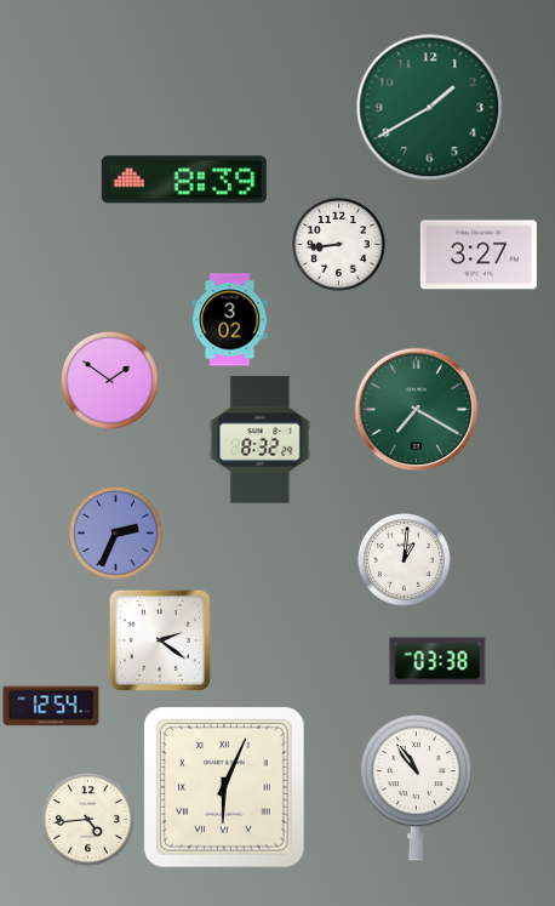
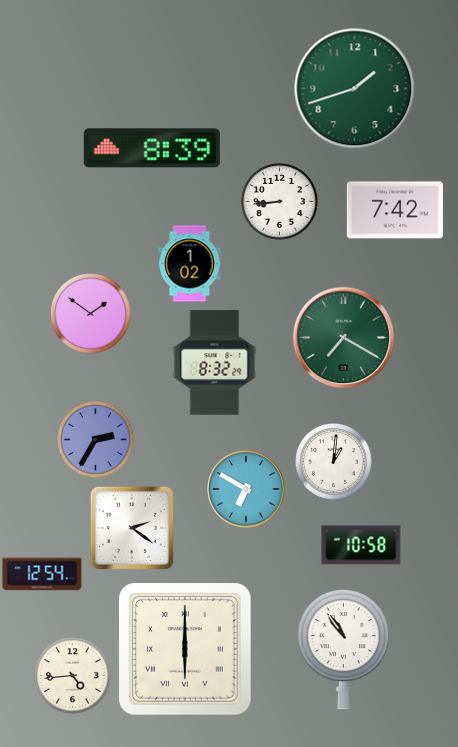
clock at (430, 108): 1:40 -> 1:42
clock at (479, 255): 3:27 -> 7:42
clock at (230, 320): 3:02 -> 1:02
clock at (116, 534): 2:34 -> 2:35
clock at (246, 489): none -> 6:50
clock at (437, 661): 03:38 -> 10:58
clock at (51, 706) position: (51, 706) -> (42, 574)
clock at (225, 788): 6:04 -> 6:00
